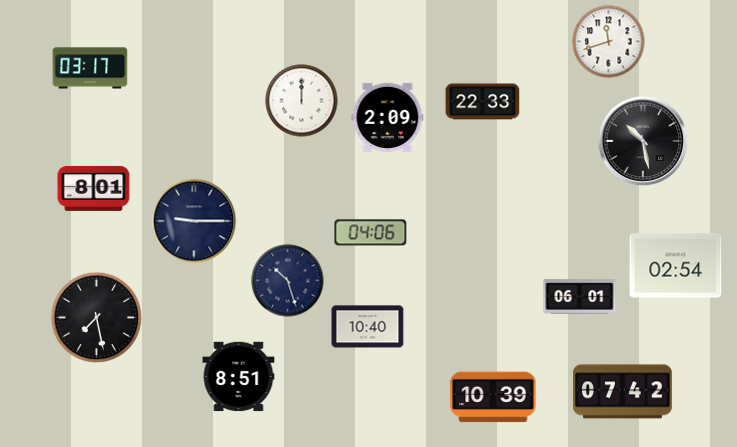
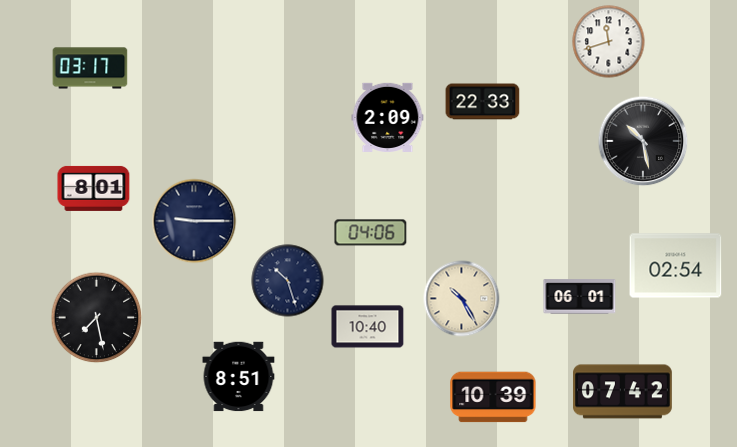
clock at (302, 101): 12:00 -> none
clock at (462, 299): none -> 10:25
